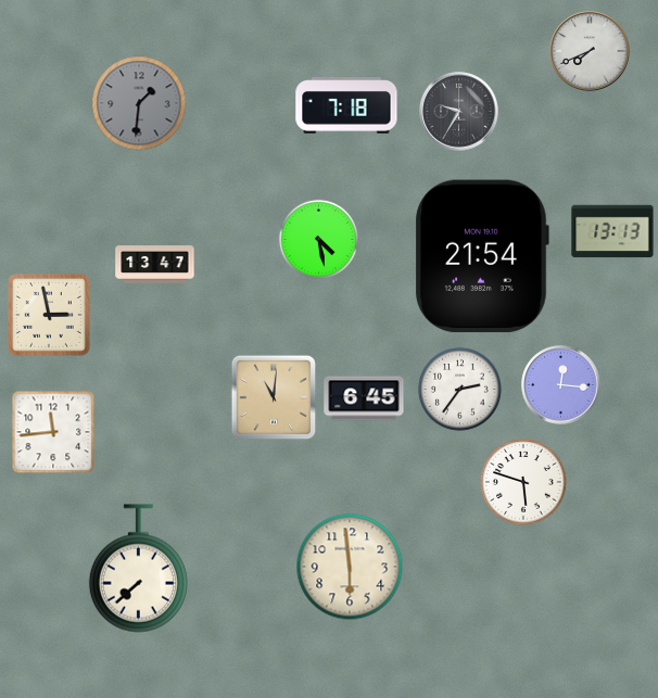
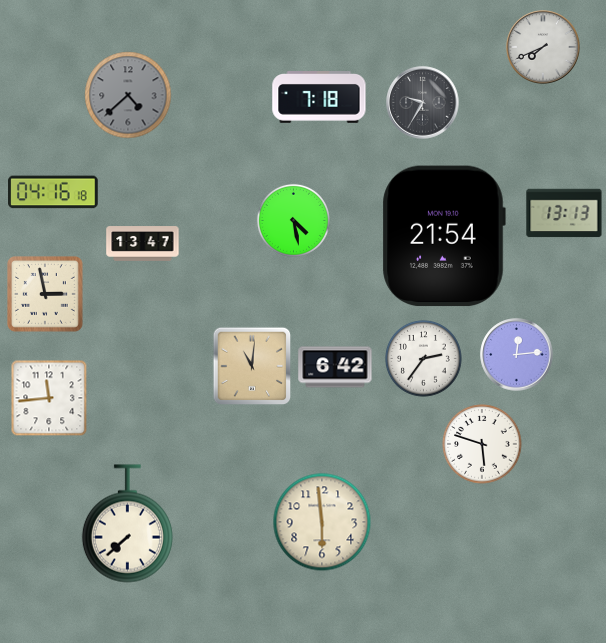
clock at (139, 103): 1:31 -> 4:38
clock at (53, 192): none -> 04:16
clock at (50, 316) position: (50, 316) -> (46, 295)
clock at (561, 385): 12:16 -> 12:14
clock at (364, 398): 6:45 -> 6:42
